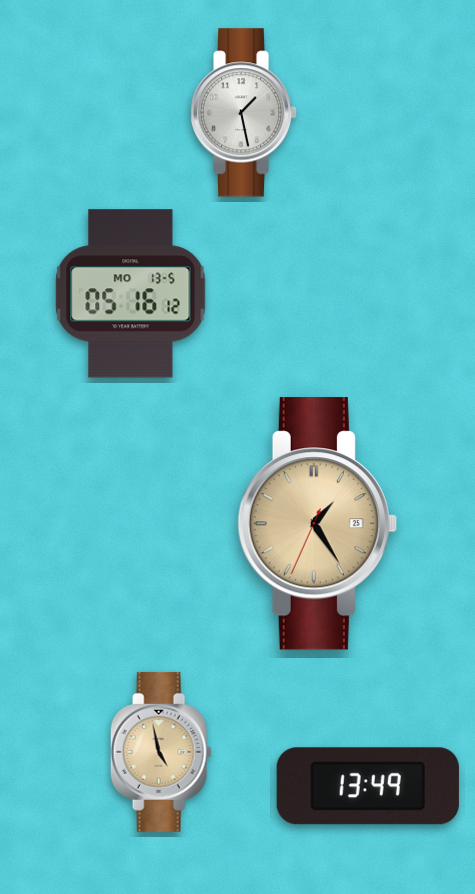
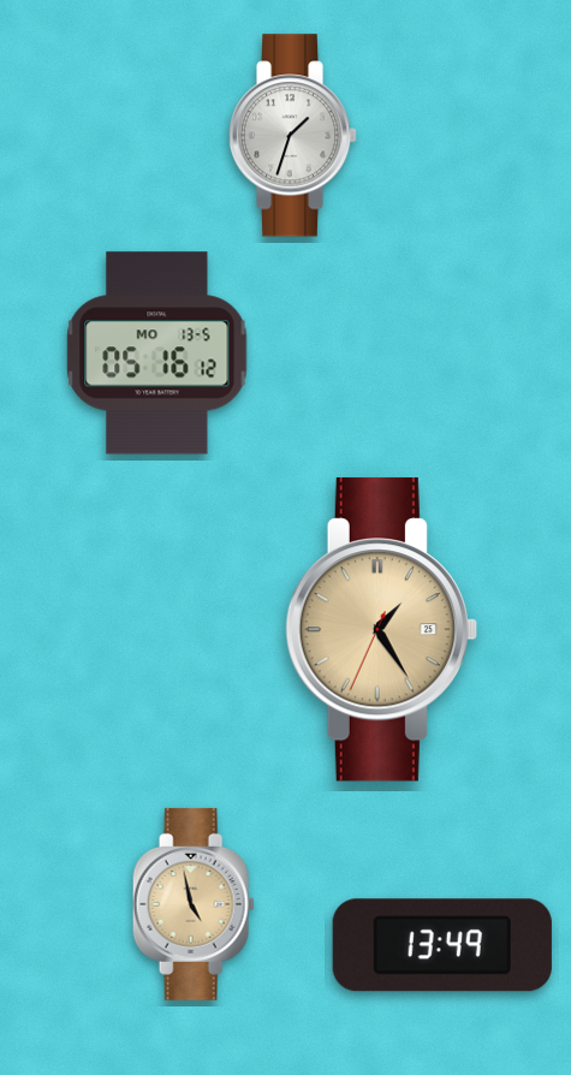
clock at (244, 113): 1:28 -> 1:33
